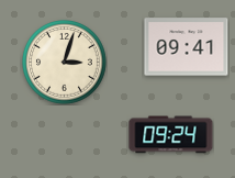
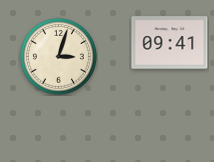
clock at (171, 135): 09:24 -> none
